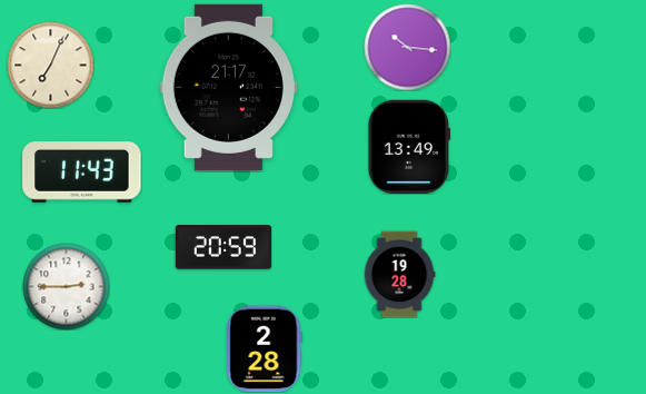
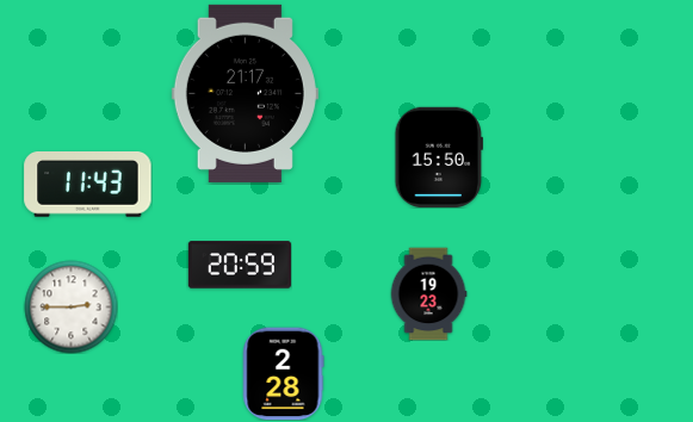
clock at (407, 47): 10:16 -> none
clock at (50, 65): 7:04 -> none
clock at (408, 146): 13:49 -> 15:50
clock at (399, 274): 19:28 -> 19:23
